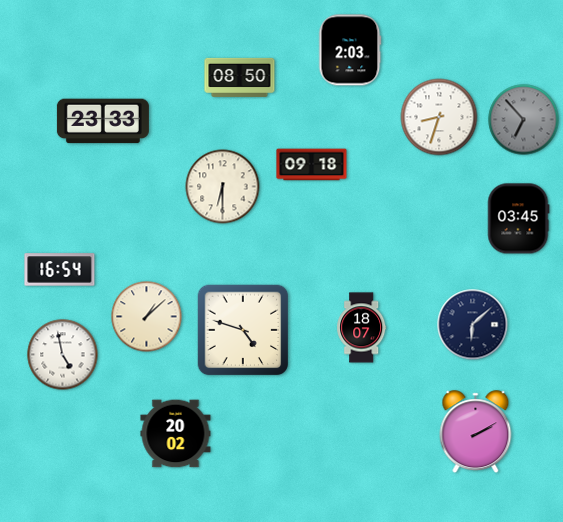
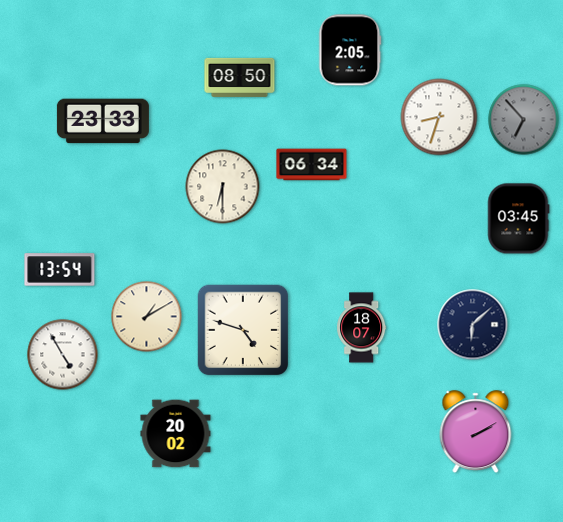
clock at (350, 50): 2:03 -> 2:05
clock at (312, 165): 09:18 -> 06:34
clock at (60, 270): 16:54 -> 13:54
clock at (147, 317): 1:08 -> 1:10
clock at (63, 355): 4:58 -> 4:55
